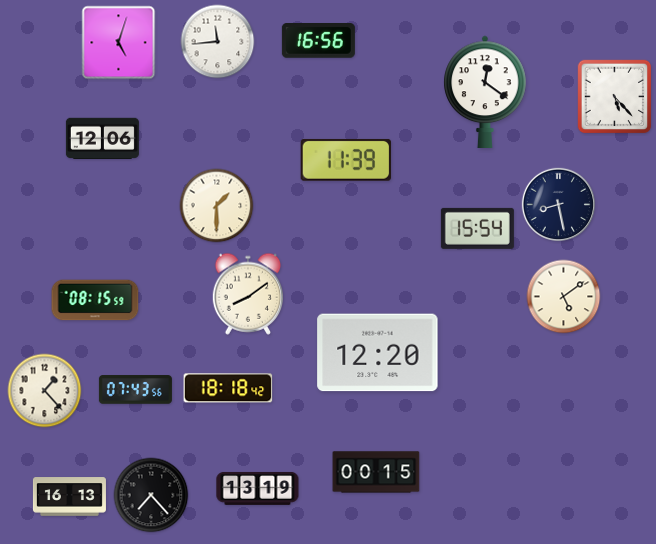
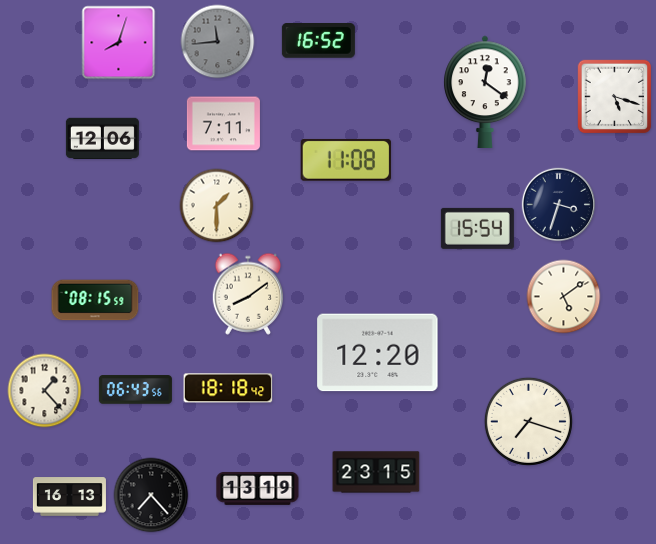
clock at (318, 41): 16:56 -> 16:52
clock at (218, 42) dial: white -> grey
clock at (119, 43): 5:03 -> 8:03
clock at (615, 97): 5:23 -> 5:18
clock at (223, 124): none -> 7:11
clock at (345, 160): 11:39 -> 11:08
clock at (558, 204): 8:28 -> 3:33
clock at (135, 390): 07:43 -> 06:43
clock at (528, 421): none -> 7:18
clock at (376, 472): 00:15 -> 23:15
